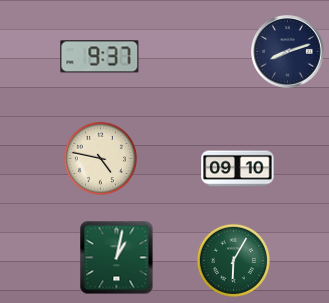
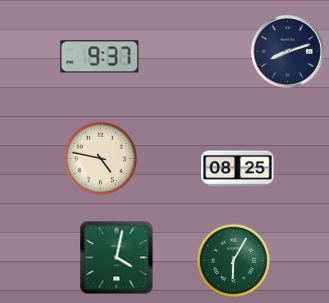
clock at (238, 169): 09:10 -> 08:25
clock at (117, 258): 1:02 -> 4:02
